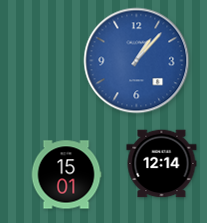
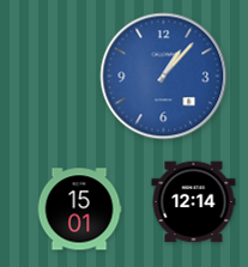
clock at (137, 61) position: (137, 61) -> (164, 77)
clock at (162, 164) position: (162, 164) -> (194, 202)
